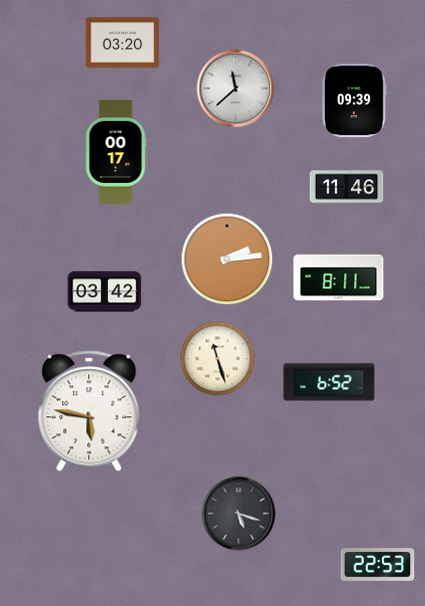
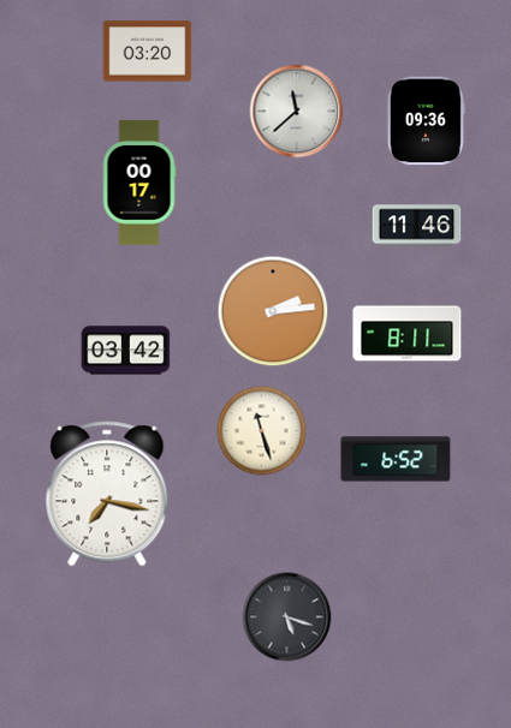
clock at (236, 89) position: (236, 89) -> (297, 112)
clock at (354, 101): 09:39 -> 09:36
clock at (89, 411): 5:47 -> 7:17
clock at (378, 565): 22:53 -> none
